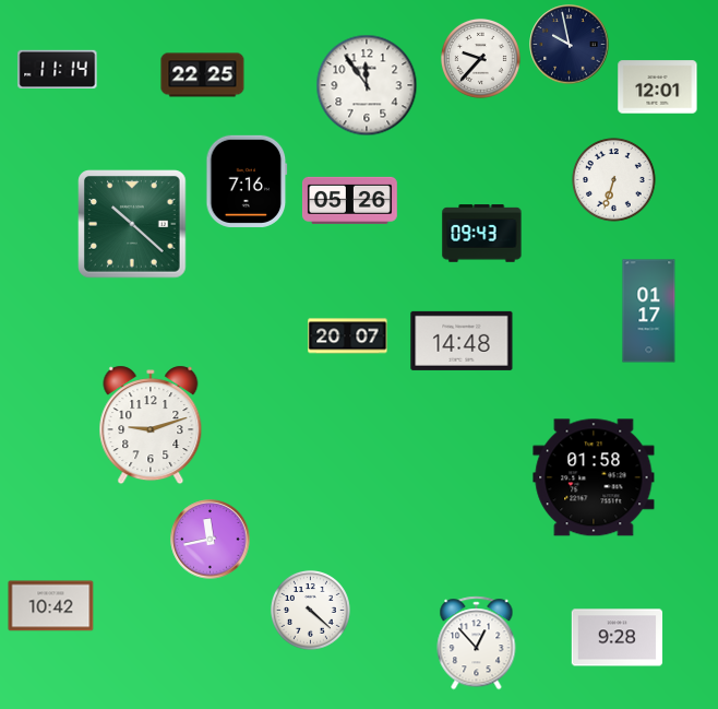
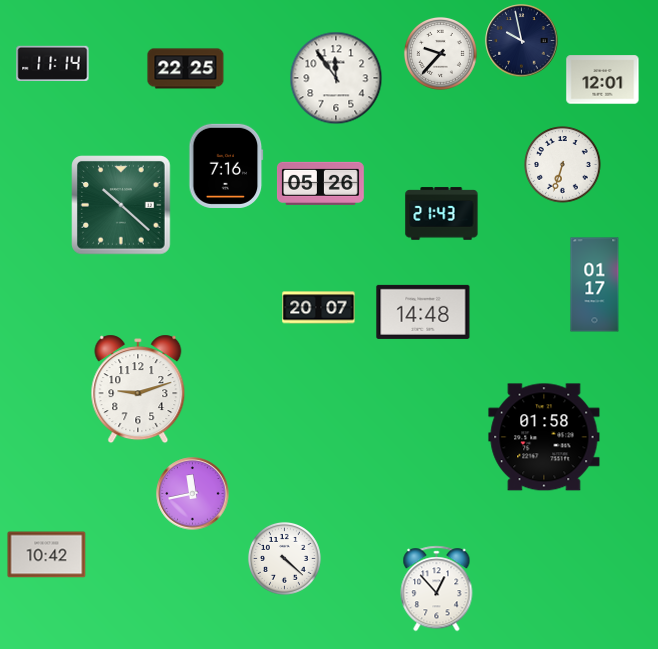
clock at (482, 234): 09:43 -> 21:43
clock at (618, 638): 9:28 -> none
